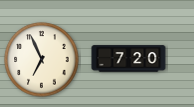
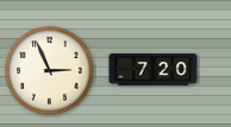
clock at (42, 60): 6:56 -> 2:56
